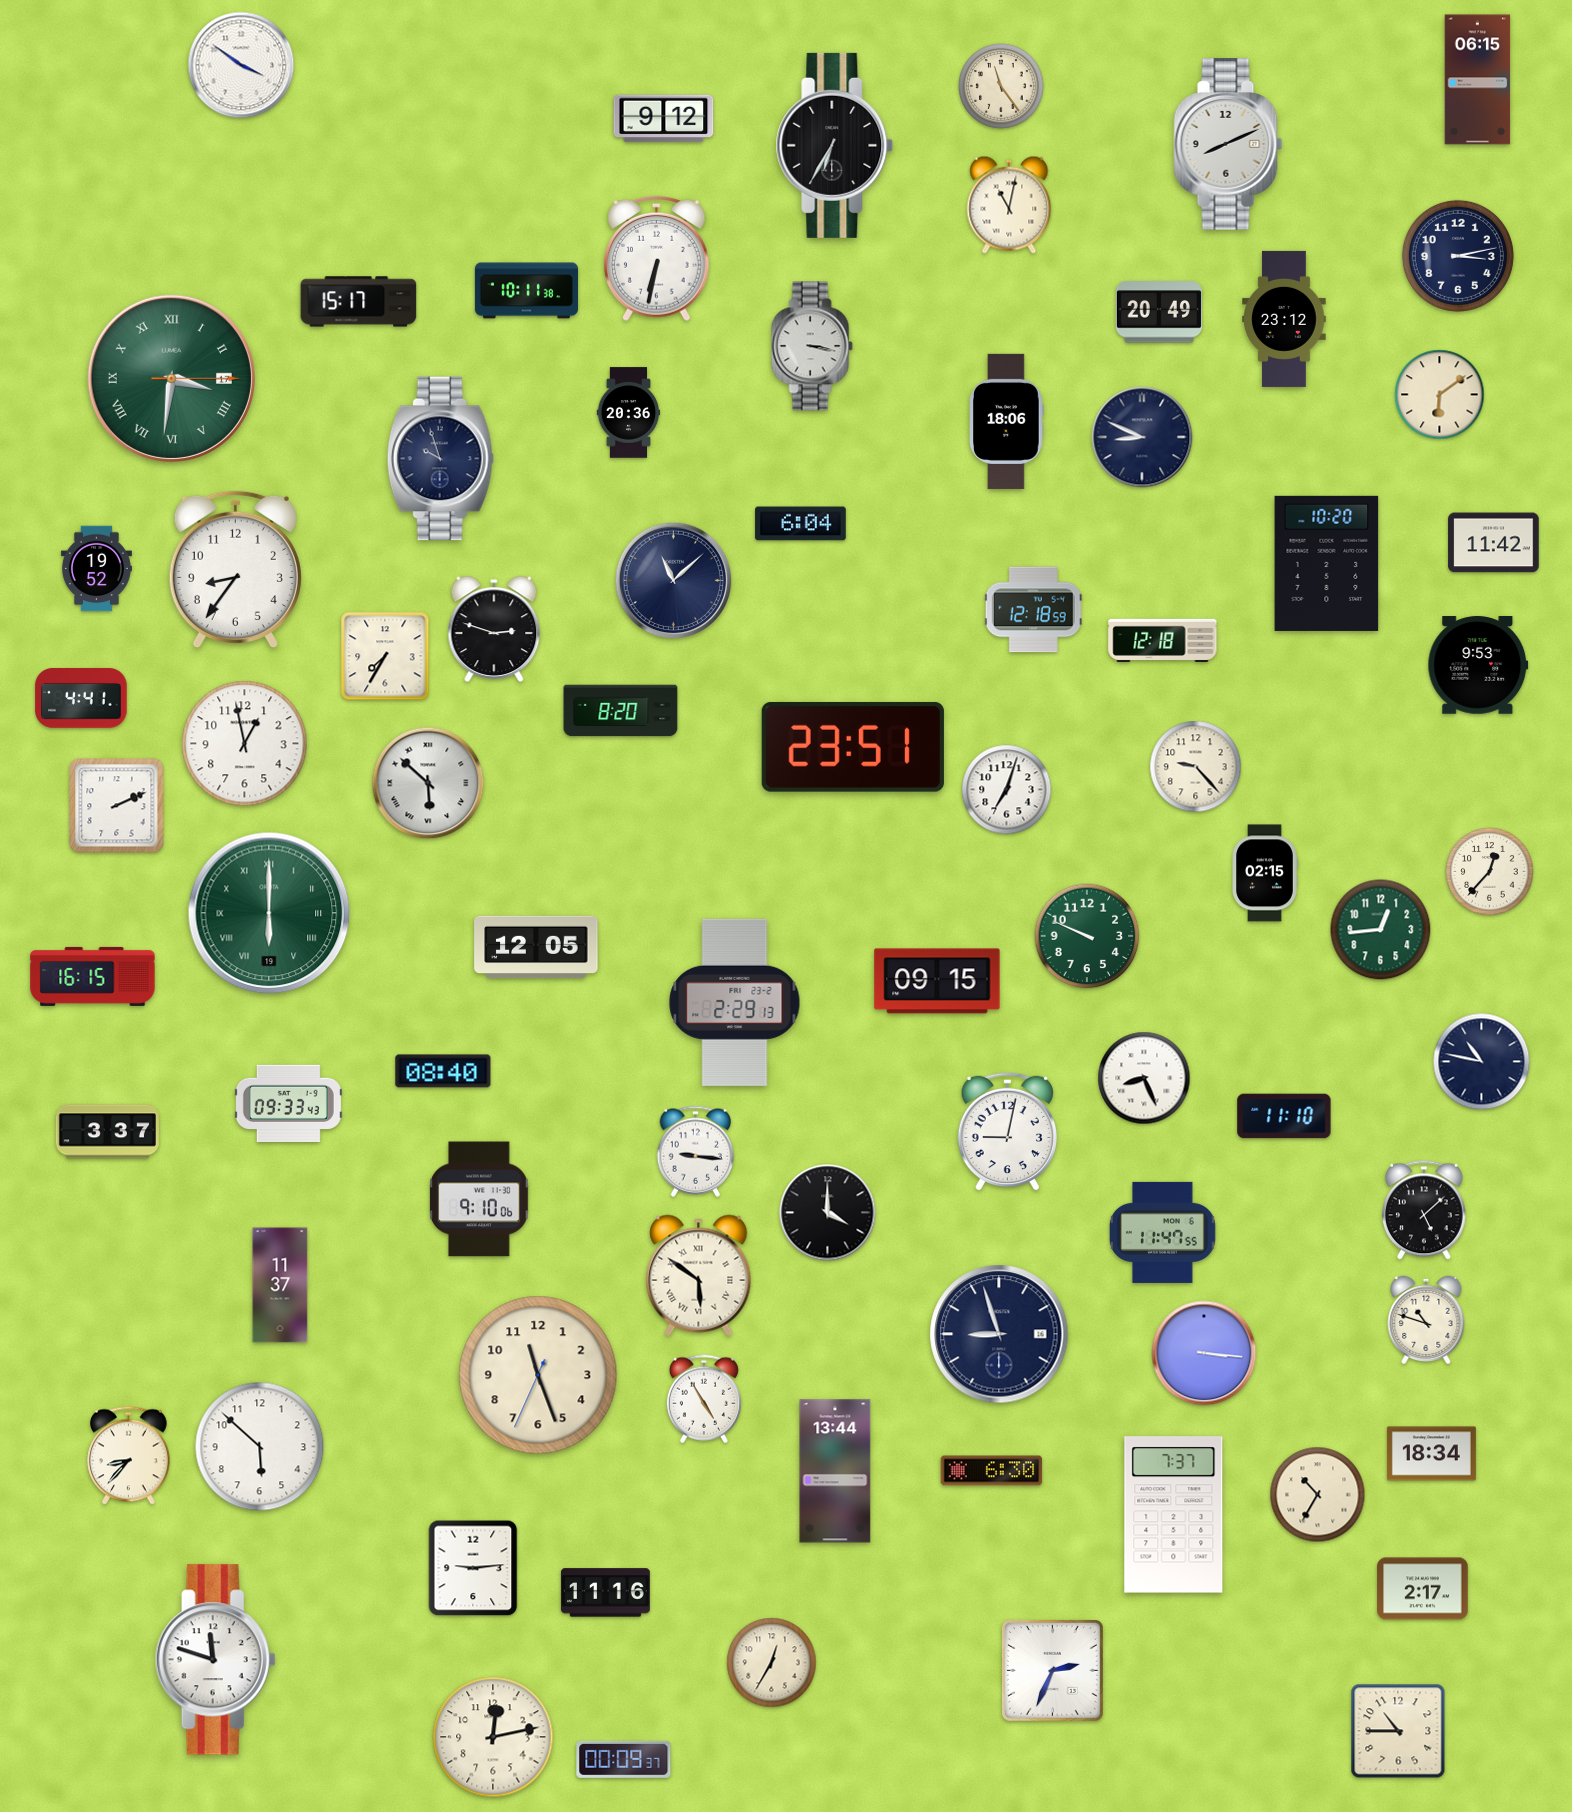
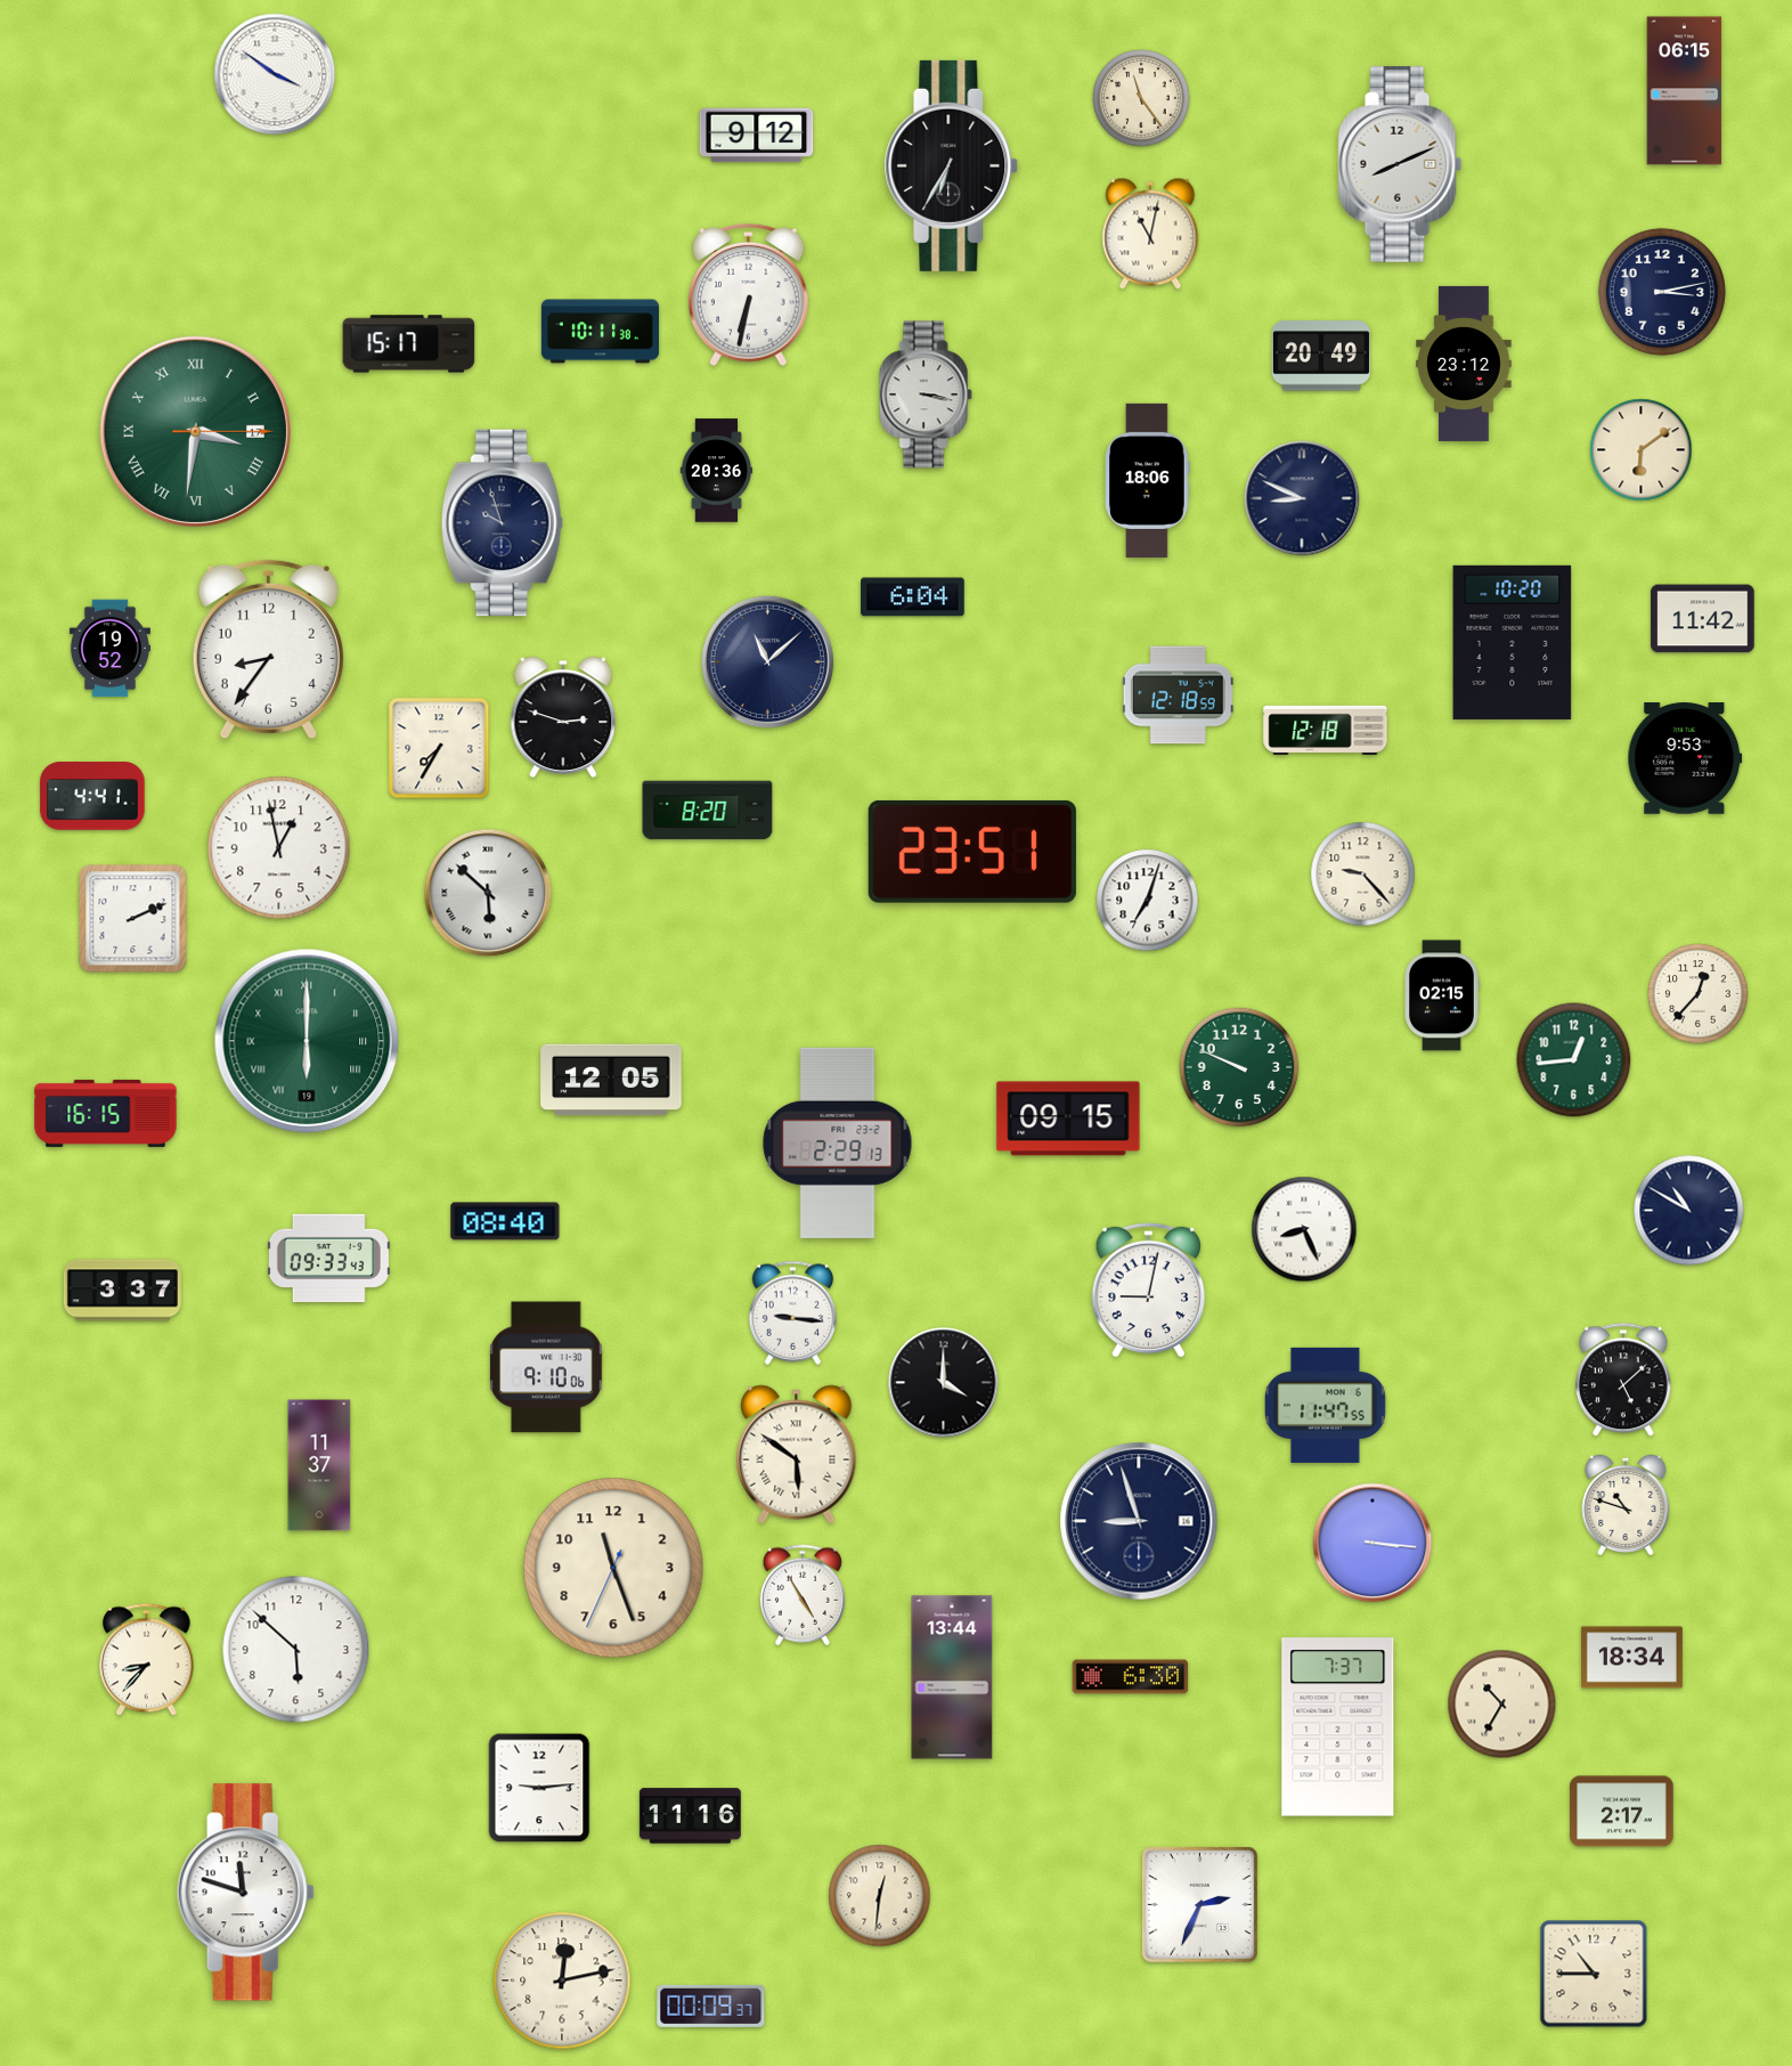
clock at (1482, 1062): 10:47 -> 10:50
clock at (1284, 1116): 11:10 -> none
clock at (772, 1663): 12:35 -> 12:31
